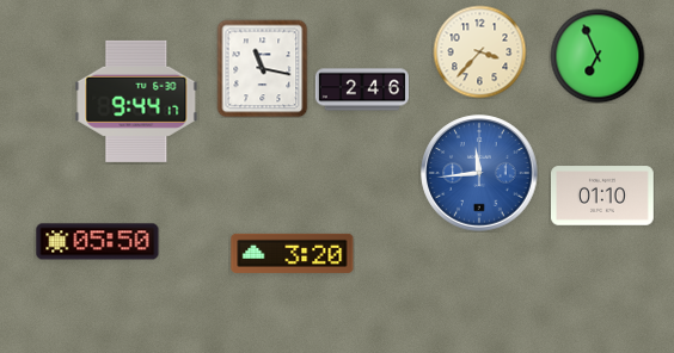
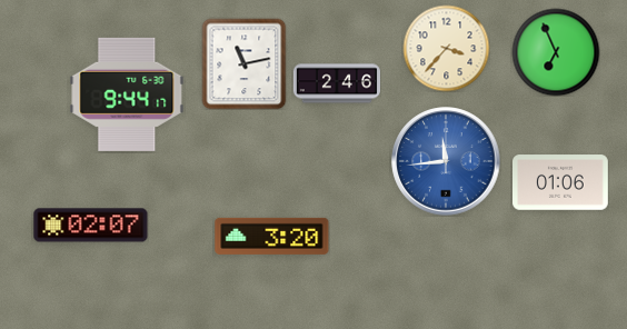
clock at (263, 68): 11:17 -> 11:13
clock at (603, 196): 01:10 -> 01:06
clock at (98, 242): 05:50 -> 02:07
